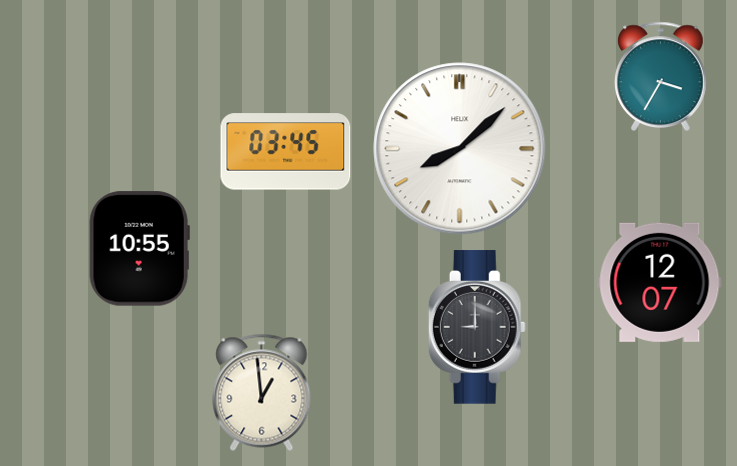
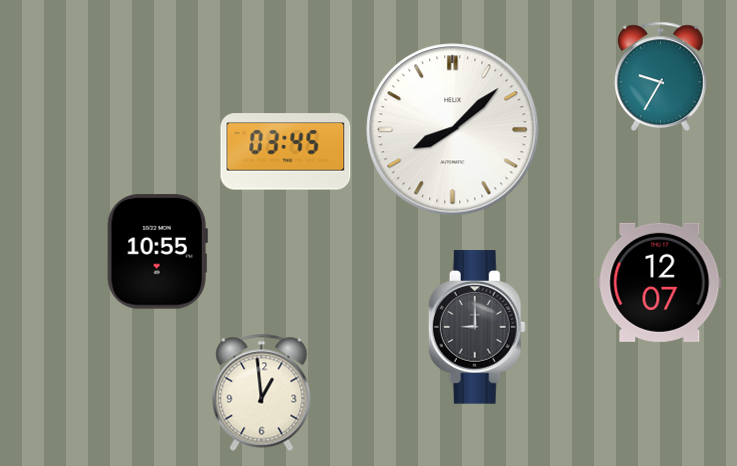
clock at (661, 76): 3:35 -> 9:35
clock at (460, 149) position: (460, 149) -> (453, 130)
clock at (139, 249) position: (139, 249) -> (157, 252)
